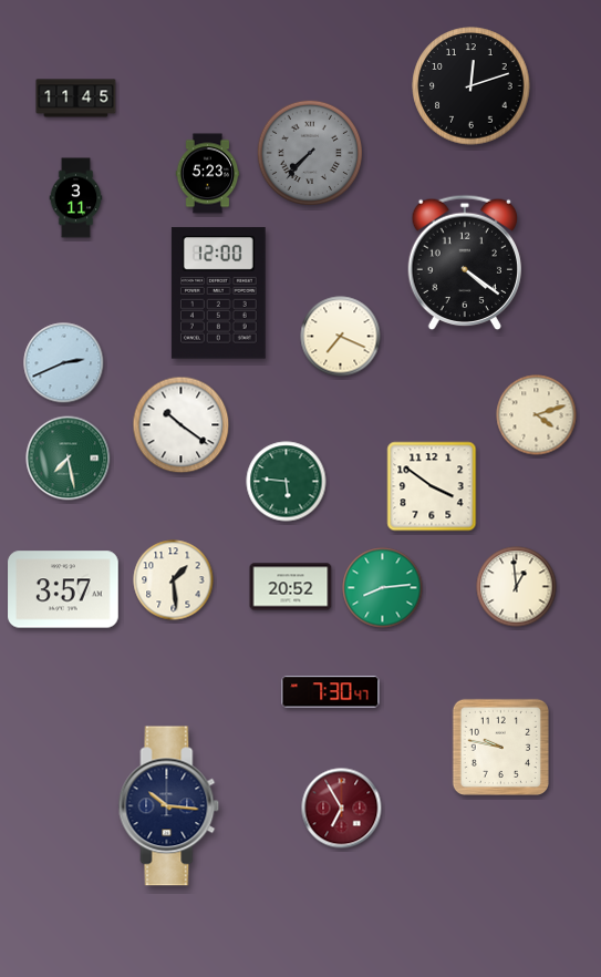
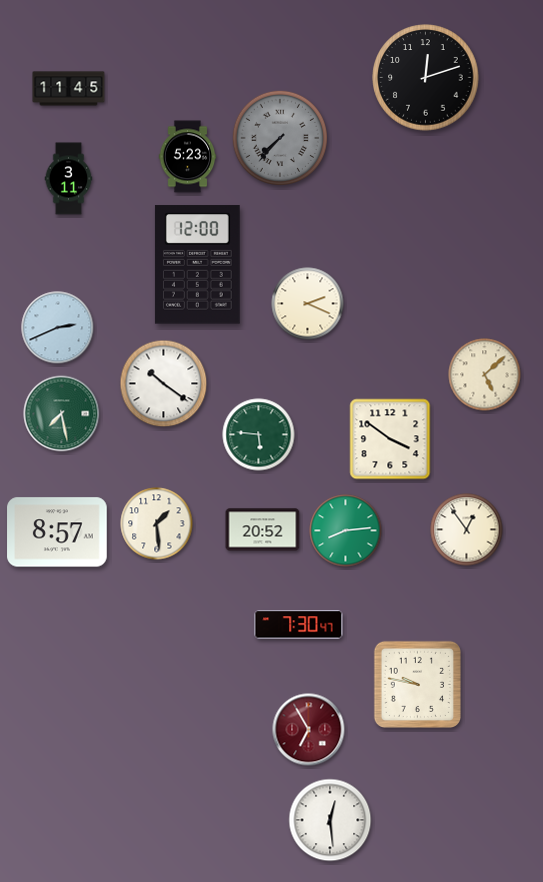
clock at (464, 263): 4:21 -> none
clock at (341, 337): 7:19 -> 2:19
clock at (537, 415): 4:12 -> 5:08
clock at (517, 587): 12:59 -> 12:54
clock at (63, 589): 3:57 -> 8:57
clock at (500, 747) position: (500, 747) -> (417, 684)
clock at (169, 806): 10:16 -> none
clock at (330, 820): none -> 12:29
